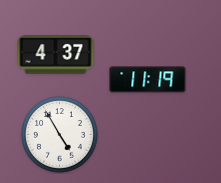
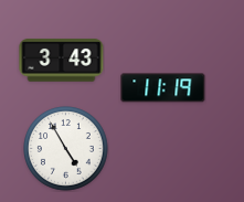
clock at (56, 55): 4:37 -> 3:43
